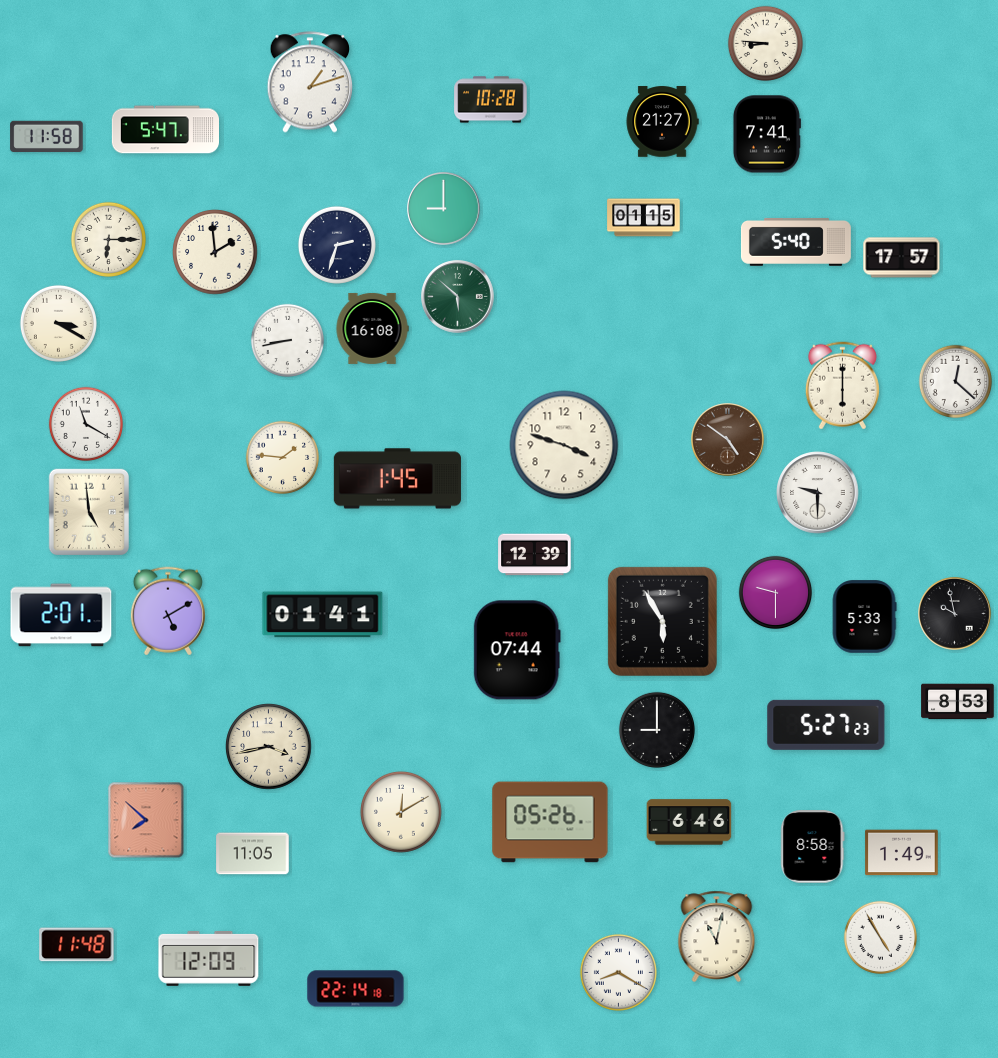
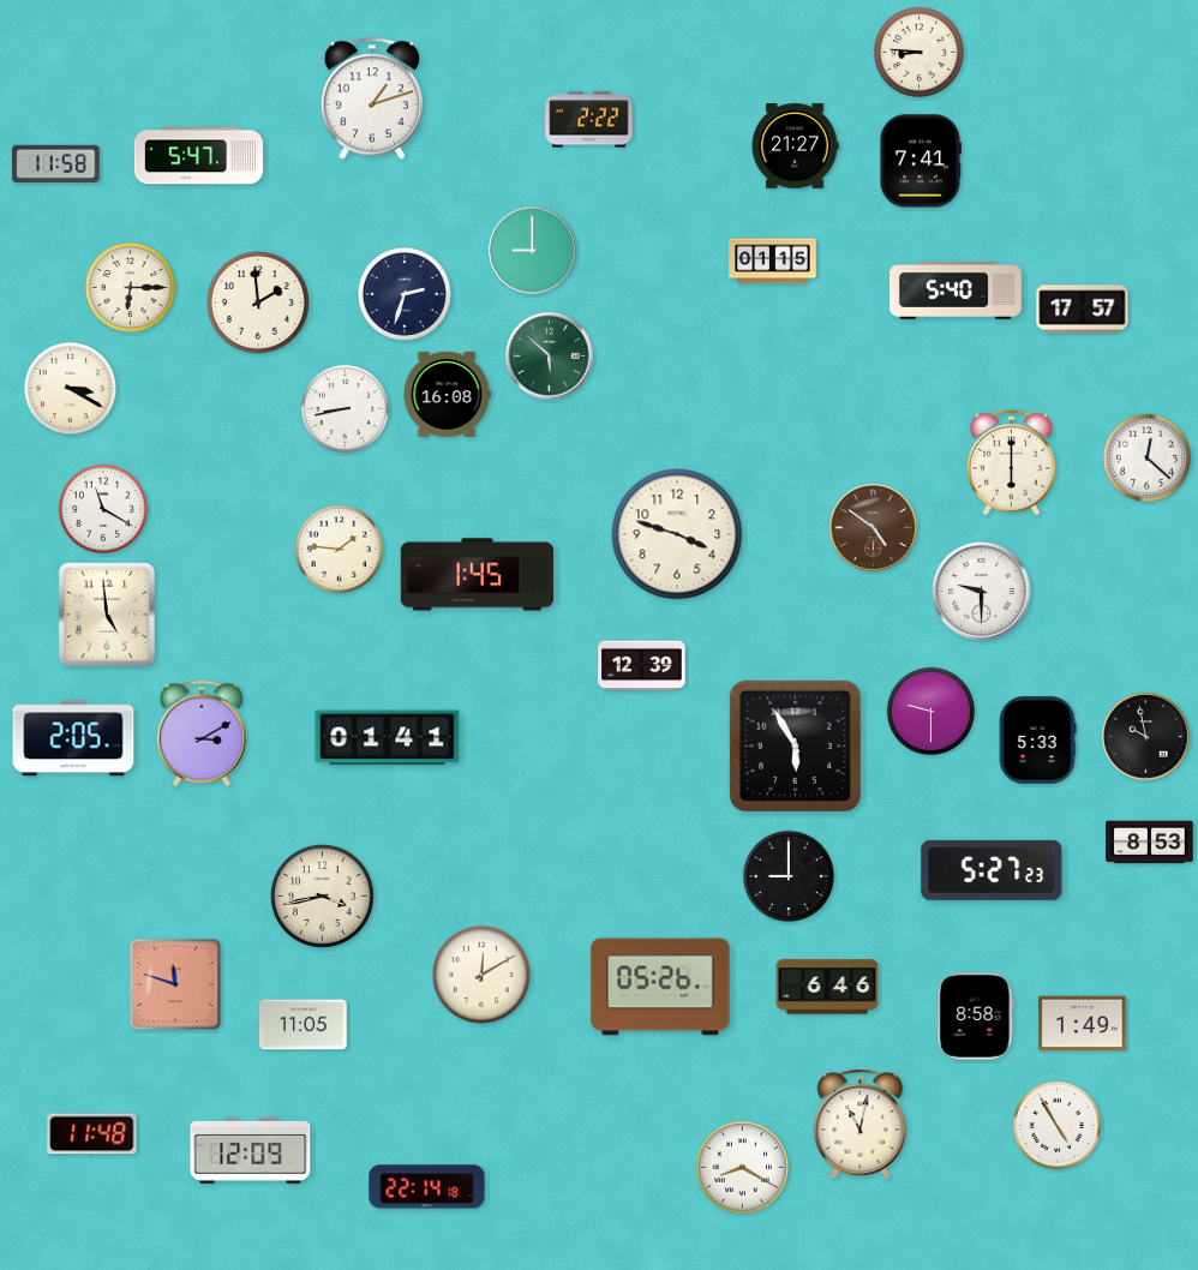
clock at (491, 100): 10:28 -> 2:22
clock at (168, 611): 5:10 -> 3:10
clock at (61, 615): 2:01 -> 2:05
clock at (517, 650): 07:44 -> none
clock at (146, 820): 7:52 -> 11:48
